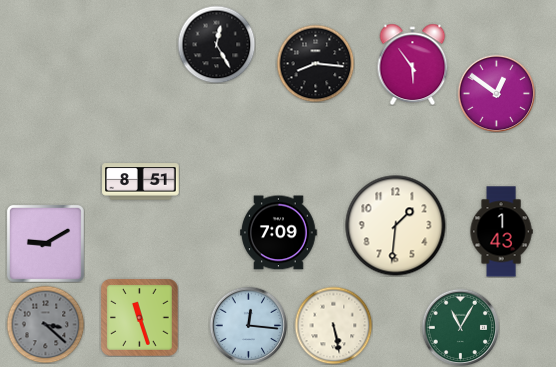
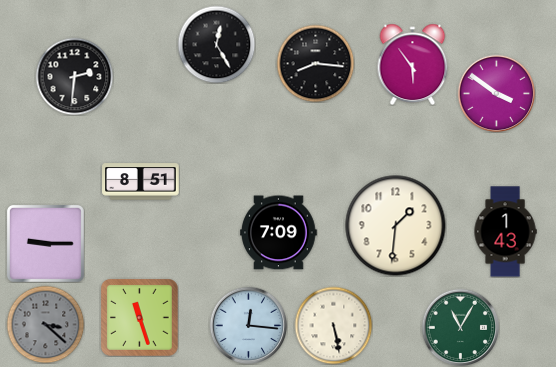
clock at (74, 76): none -> 2:31
clock at (496, 93): 12:51 -> 3:51
clock at (501, 232) position: (501, 232) -> (505, 232)
clock at (45, 243): 9:10 -> 9:15
